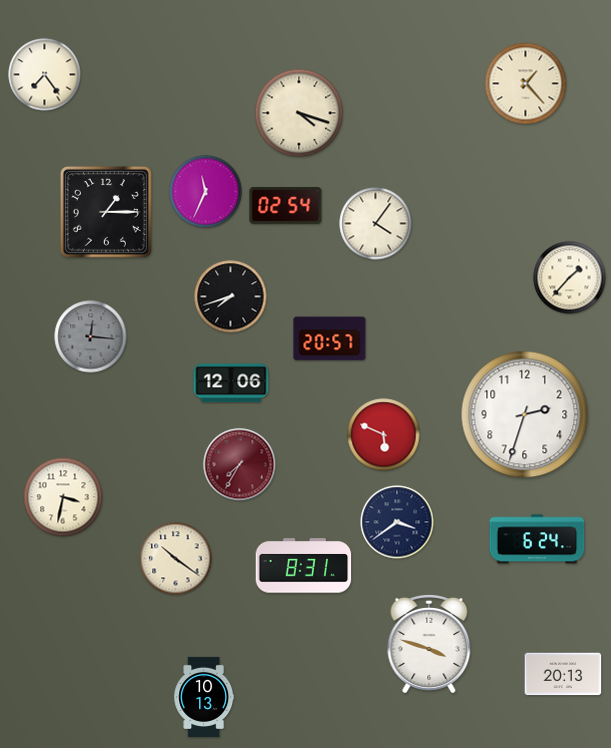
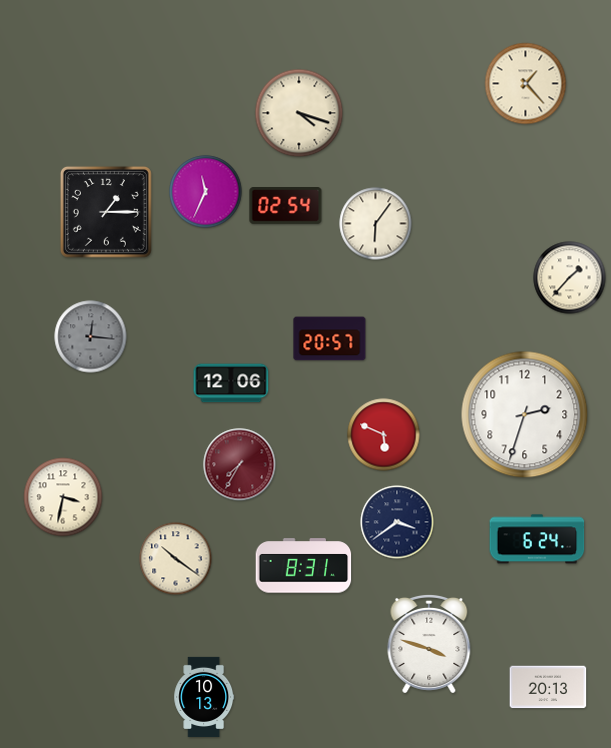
clock at (45, 75): 7:24 -> none
clock at (376, 224): 4:06 -> 6:06
clock at (231, 297): 7:42 -> none
clock at (563, 674) position: (563, 674) -> (548, 687)
